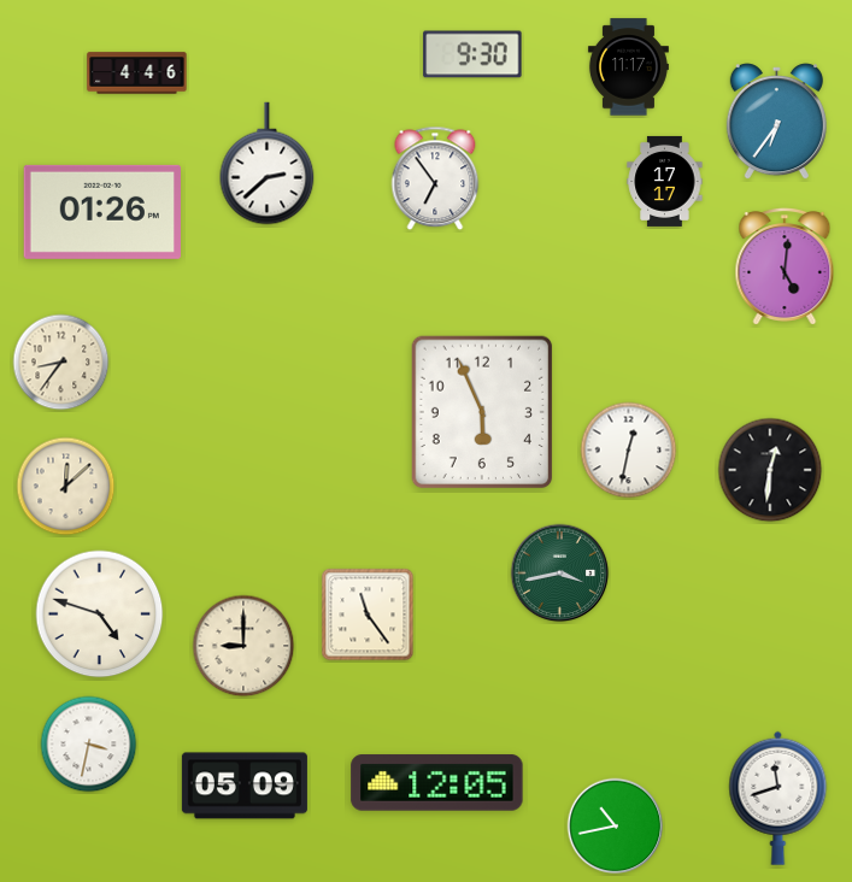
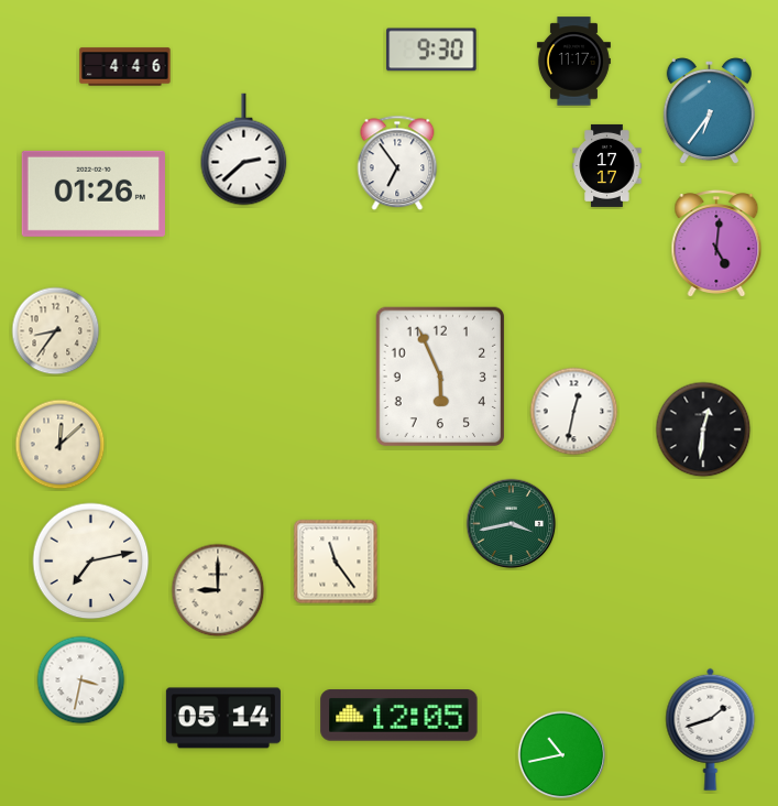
clock at (100, 615): 4:48 -> 7:13
clock at (243, 646) position: (243, 646) -> (218, 590)
clock at (245, 786): 05:09 -> 05:14
clock at (778, 798): 11:42 -> 1:42
